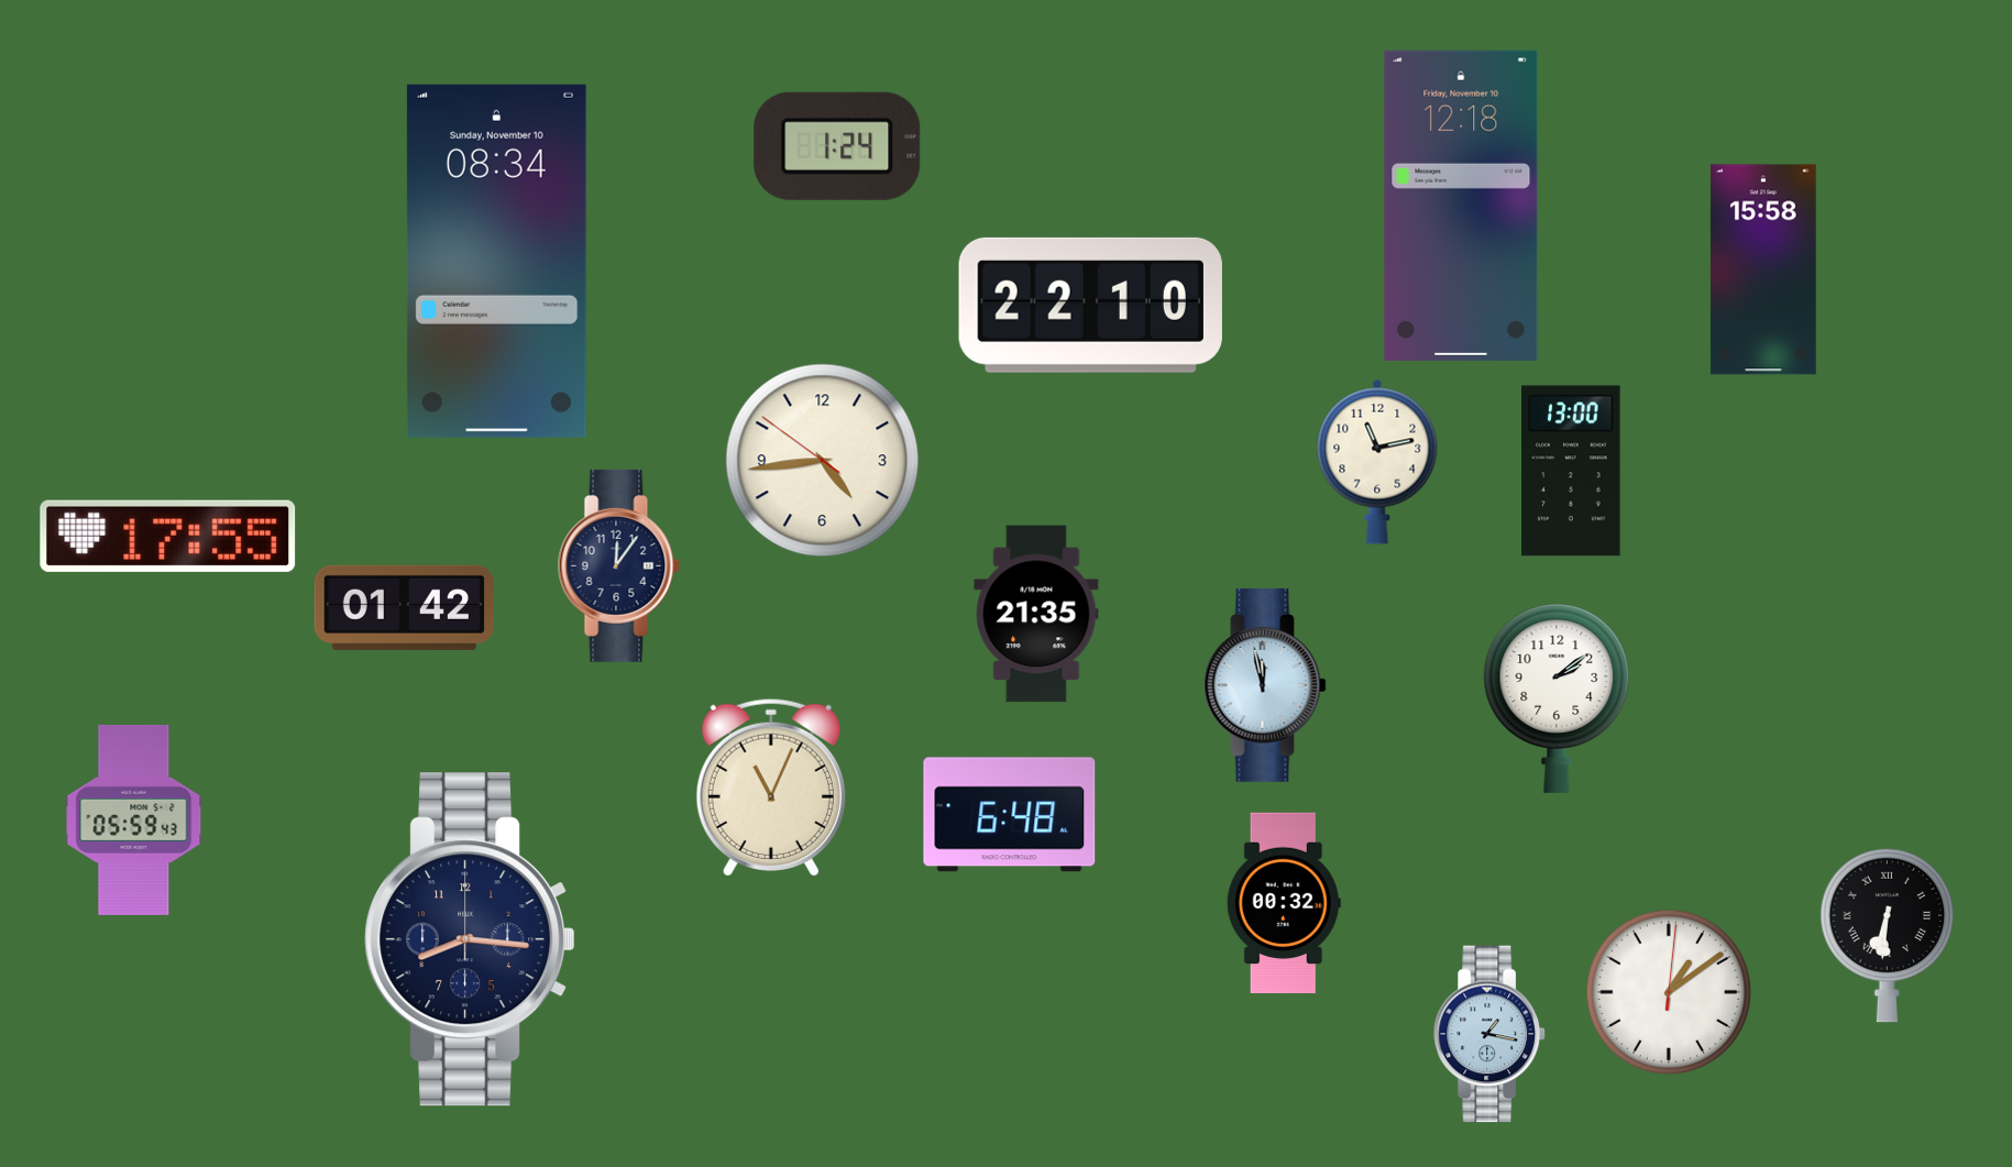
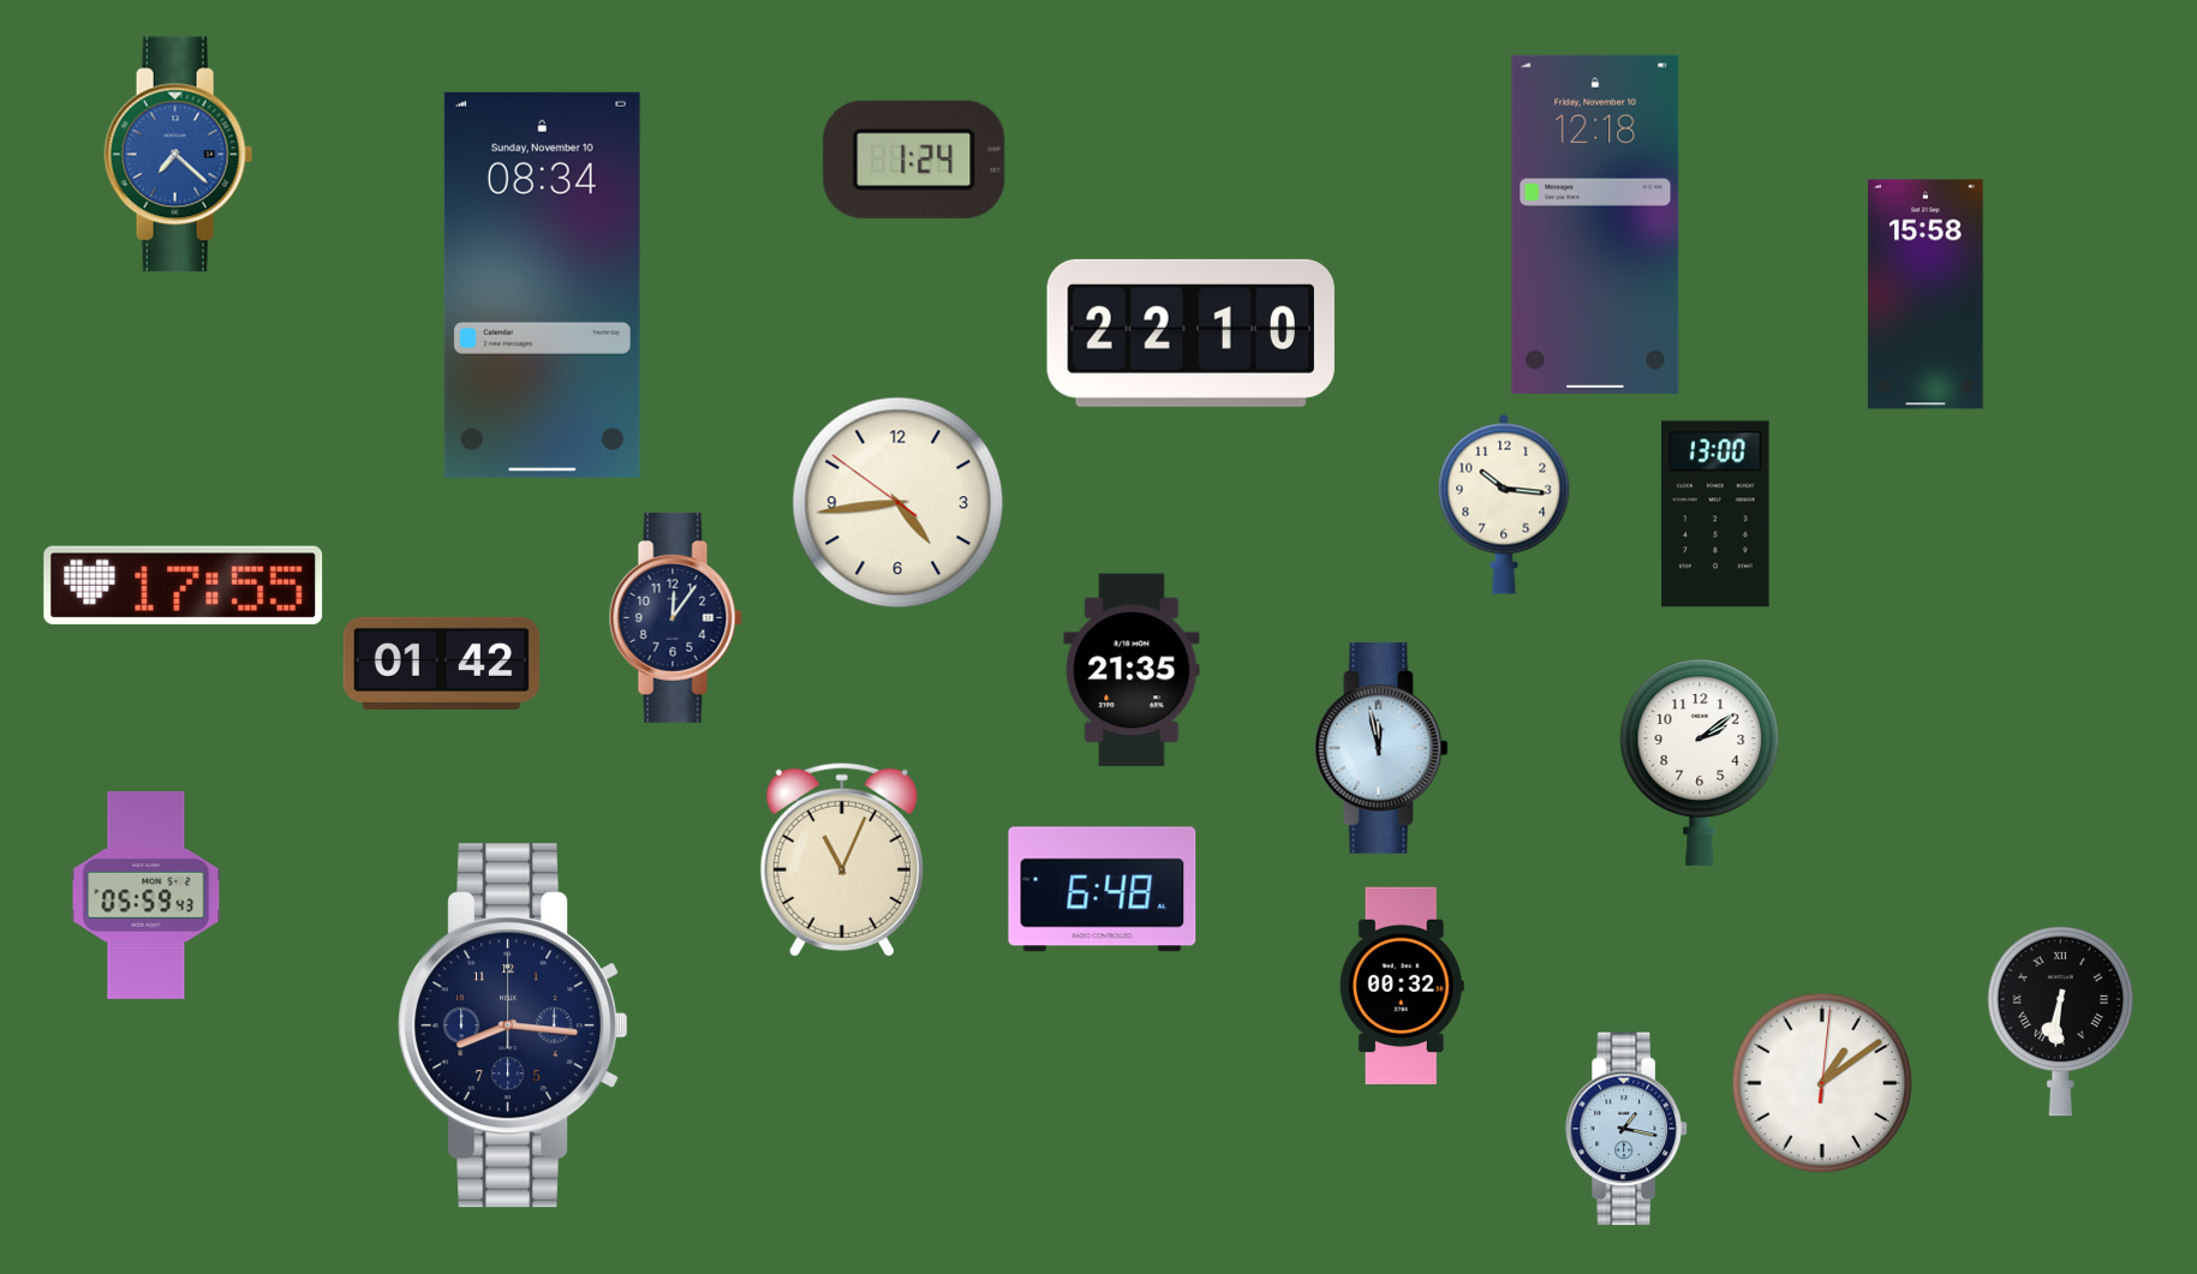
clock at (179, 155): none -> 7:22
clock at (1377, 462): 11:13 -> 10:16
